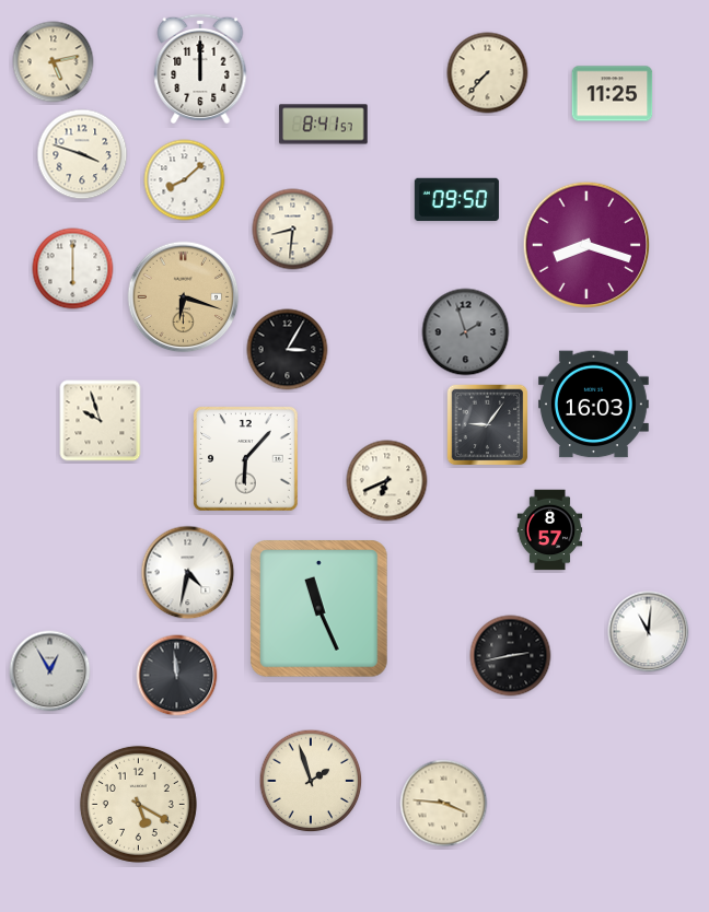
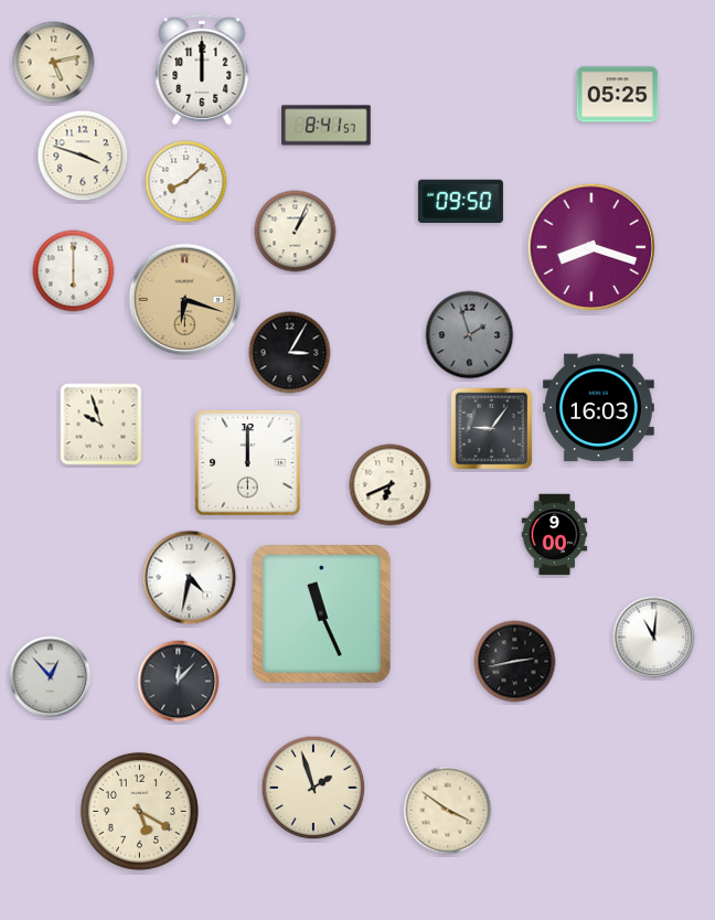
clock at (488, 73): 7:37 -> none
clock at (613, 94): 11:25 -> 05:25
clock at (293, 230): 8:31 -> 1:04
clock at (246, 459): 6:07 -> 12:00
clock at (550, 530): 8:57 -> 9:00
clock at (50, 671): 12:55 -> 12:53
clock at (177, 676): 11:59 -> 12:07
clock at (444, 804): 3:46 -> 3:51
